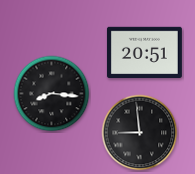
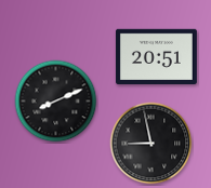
clock at (52, 94): 8:16 -> 8:11
clock at (140, 133): 8:59 -> 8:58
